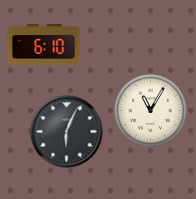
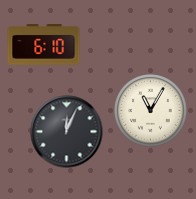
clock at (67, 132): 6:04 -> 12:04
